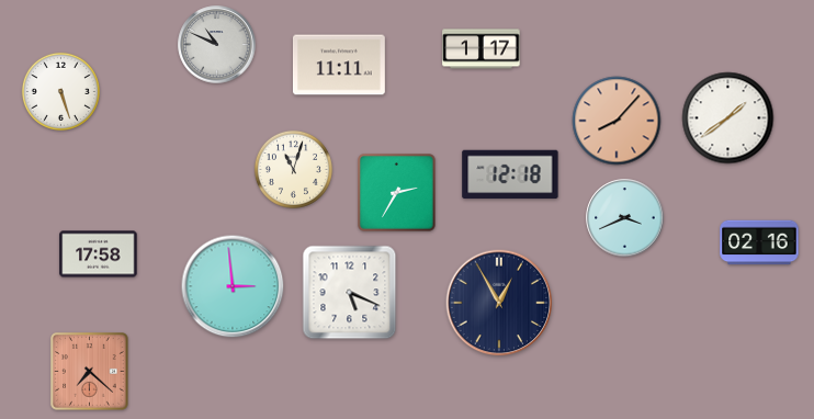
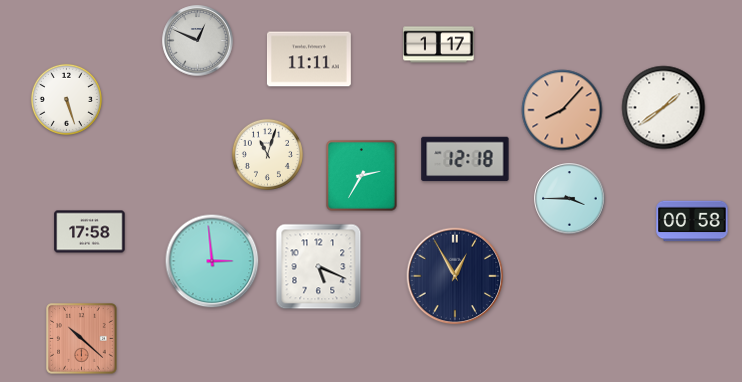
clock at (217, 45): 10:49 -> 12:49
clock at (60, 91) position: (60, 91) -> (66, 99)
clock at (625, 218): 3:41 -> 3:45
clock at (759, 242): 02:16 -> 00:58
clock at (90, 372): 7:22 -> 10:22
